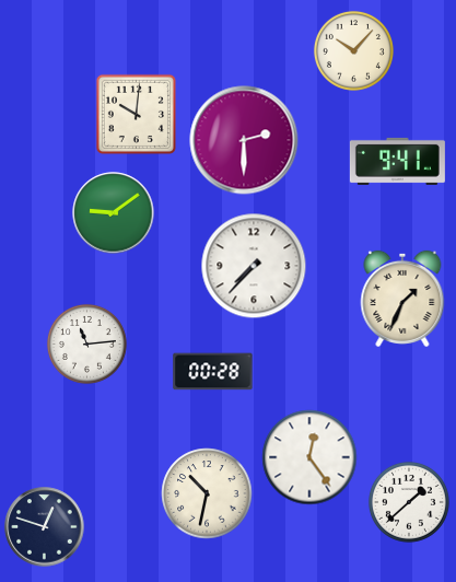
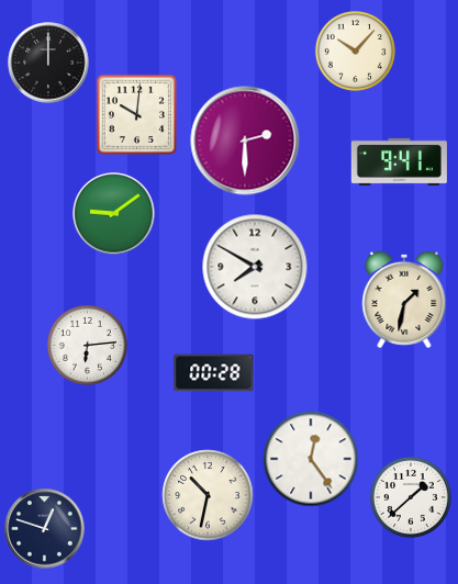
clock at (48, 63): none -> 12:00
clock at (254, 266): 7:37 -> 7:50
clock at (402, 299): 1:34 -> 1:32
clock at (86, 344): 11:14 -> 6:14
clock at (409, 502) position: (409, 502) -> (411, 497)
